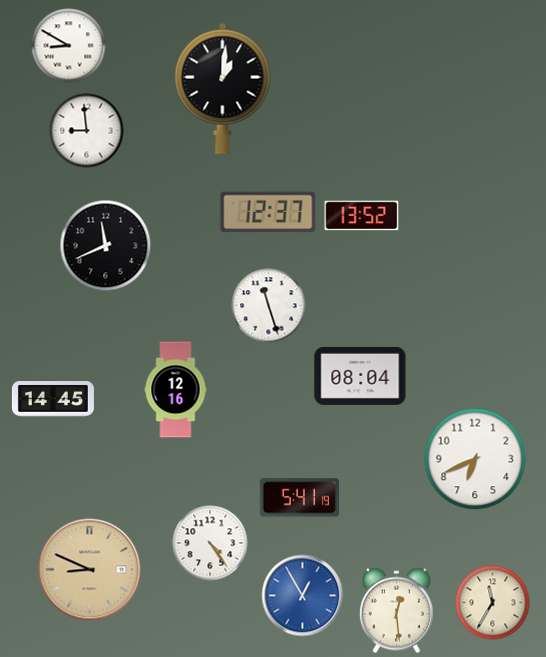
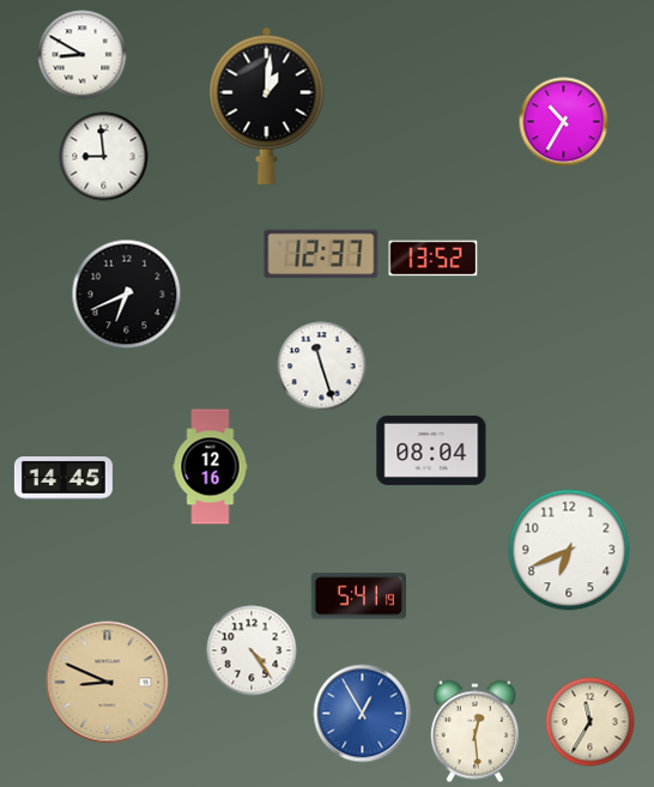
clock at (564, 122): none -> 10:35
clock at (106, 246): 11:41 -> 6:41
